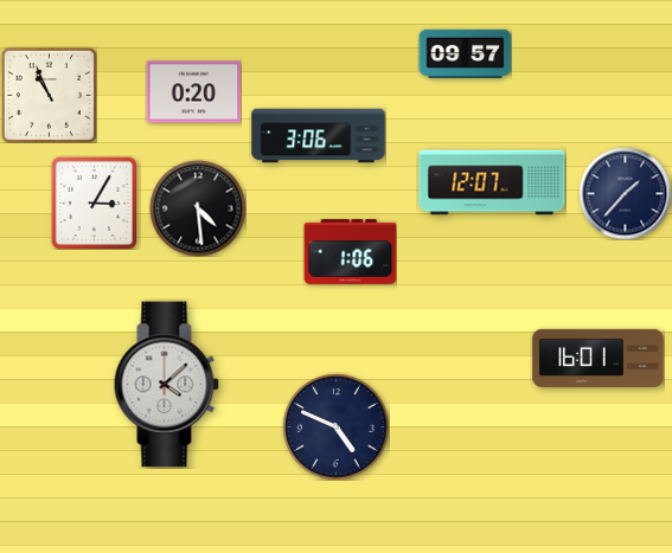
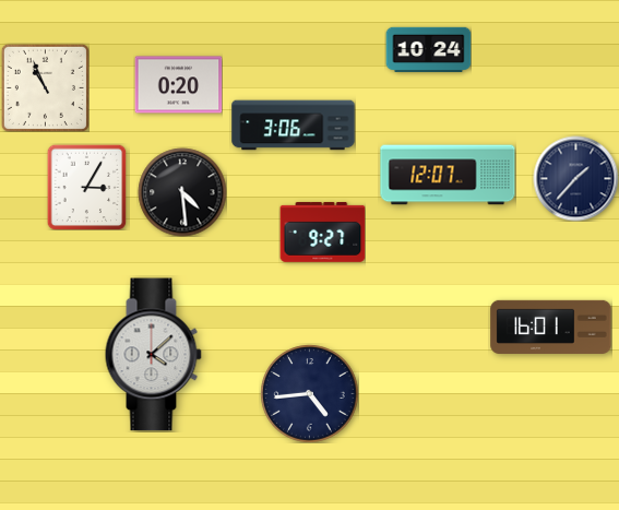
clock at (465, 53): 09:57 -> 10:24
clock at (492, 182) position: (492, 182) -> (448, 175)
clock at (350, 251): 1:06 -> 9:27
clock at (599, 358) position: (599, 358) -> (551, 327)
clock at (335, 426): 4:49 -> 4:44
